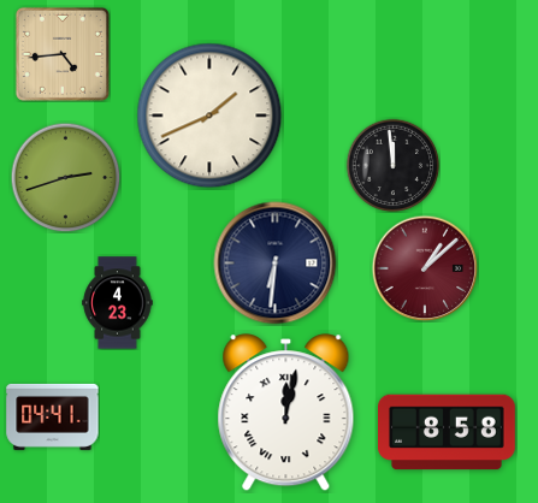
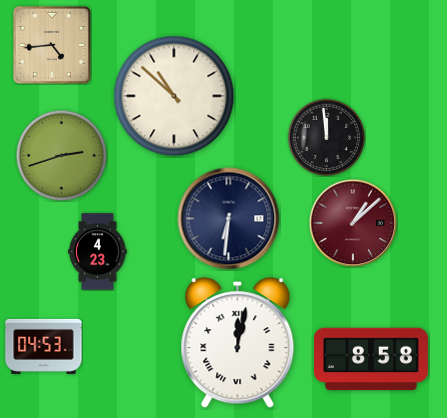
clock at (209, 116): 1:41 -> 10:52
clock at (65, 177) position: (65, 177) -> (61, 155)
clock at (53, 416): 04:41 -> 04:53
